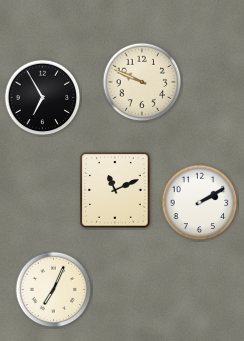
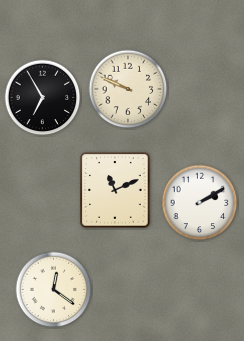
clock at (142, 82) position: (142, 82) -> (128, 89)
clock at (54, 290): 7:04 -> 12:21
